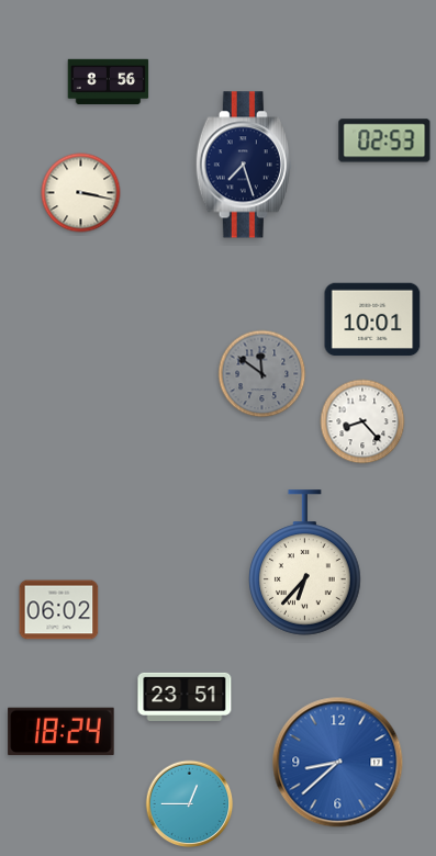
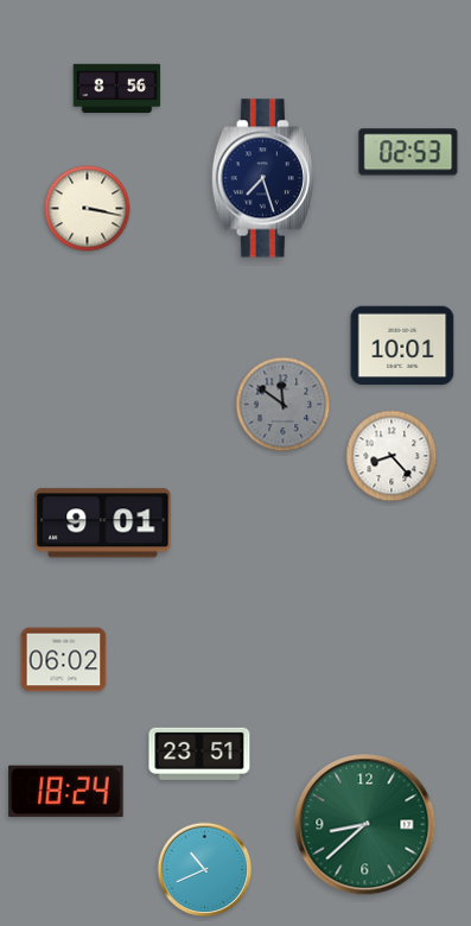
clock at (384, 140) position: (384, 140) -> (408, 152)
clock at (103, 524): none -> 9:01
clock at (305, 563): 6:37 -> none
clock at (338, 763) dial: blue -> green
clock at (190, 804): 12:45 -> 10:41
